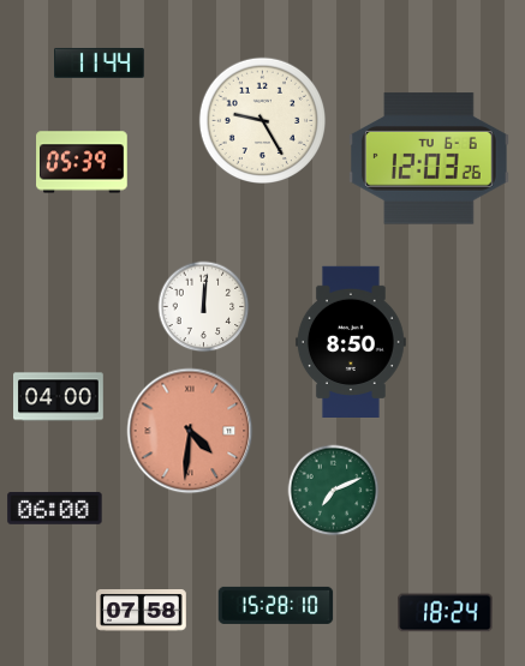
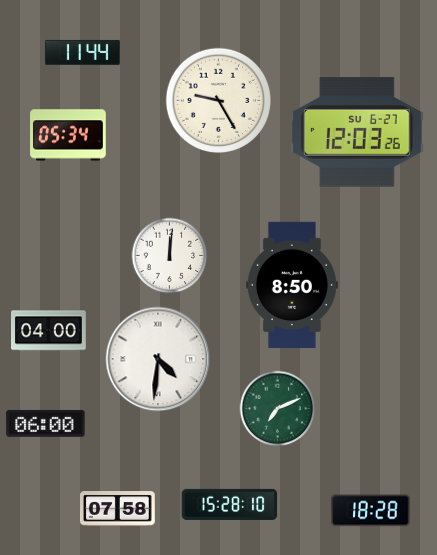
clock at (430, 158) date: TU 6-6 -> SU 6-27
clock at (82, 162): 05:39 -> 05:34
clock at (190, 431) dial: salmon -> white
clock at (446, 613): 18:24 -> 18:28
